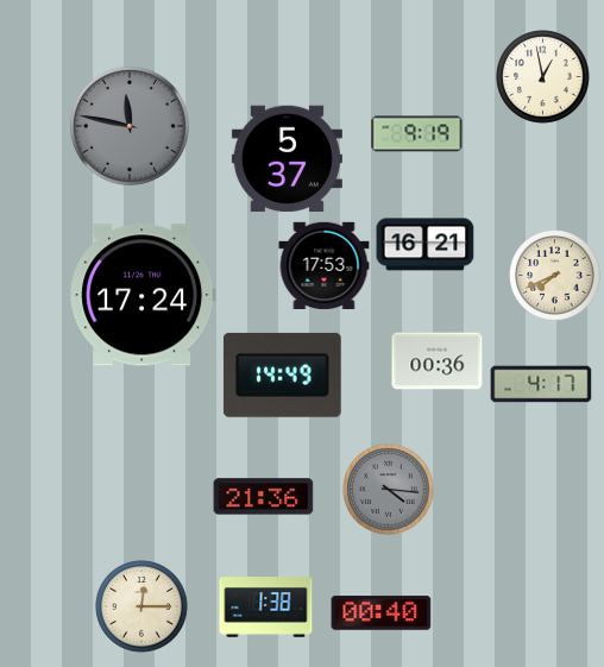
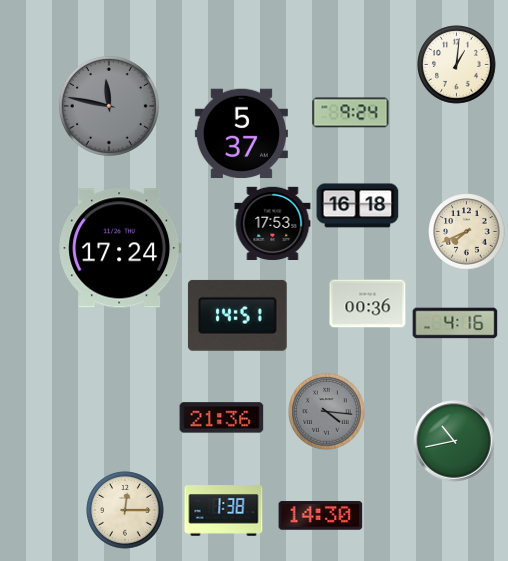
clock at (543, 77): 12:58 -> 1:01
clock at (417, 134): 9:19 -> 9:24
clock at (426, 245): 16:21 -> 16:18
clock at (282, 375): 14:49 -> 14:51
clock at (541, 384): 4:17 -> 4:16
clock at (454, 441): none -> 10:43
clock at (141, 606) position: (141, 606) -> (125, 510)
clock at (382, 613): 00:40 -> 14:30
